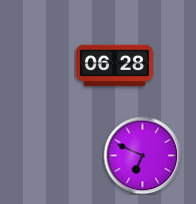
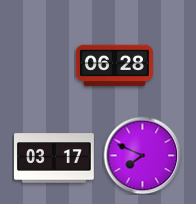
clock at (142, 155): 6:49 -> 7:49
clock at (55, 158): none -> 03:17
